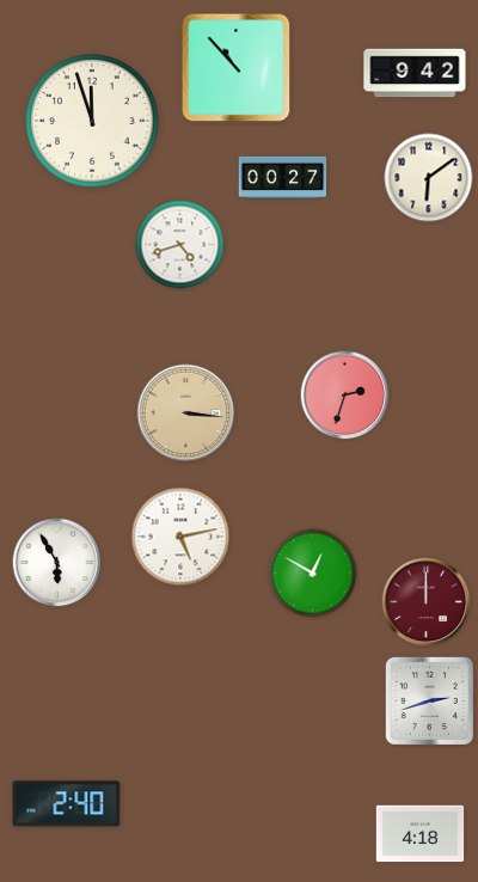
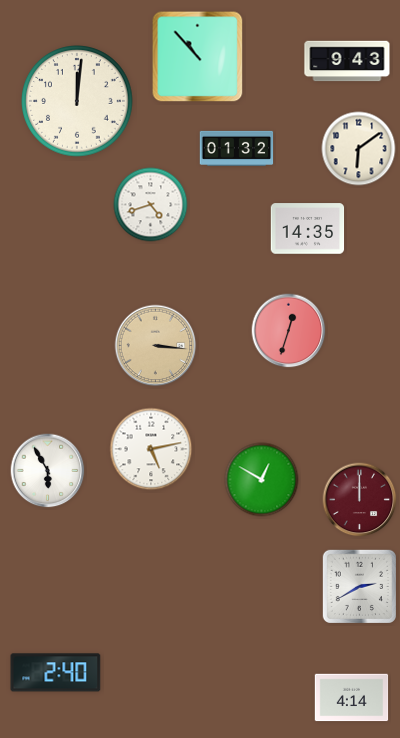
clock at (415, 73): 9:42 -> 9:43
clock at (92, 121): 11:57 -> 12:01
clock at (283, 177): 00:27 -> 01:32
clock at (308, 229): none -> 14:35
clock at (345, 396): 2:33 -> 12:33
clock at (427, 602) position: (427, 602) -> (360, 500)
clock at (429, 700): 2:42 -> 2:40
clock at (421, 834): 4:18 -> 4:14
